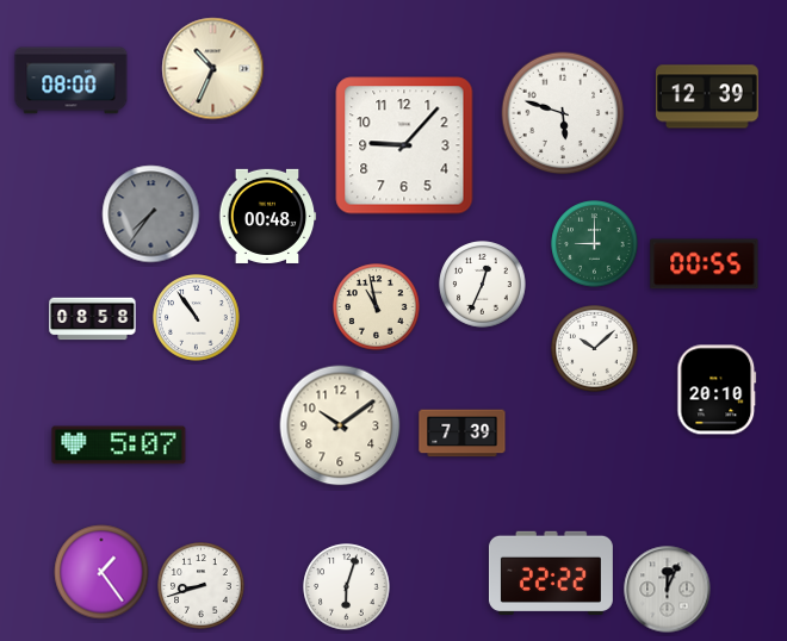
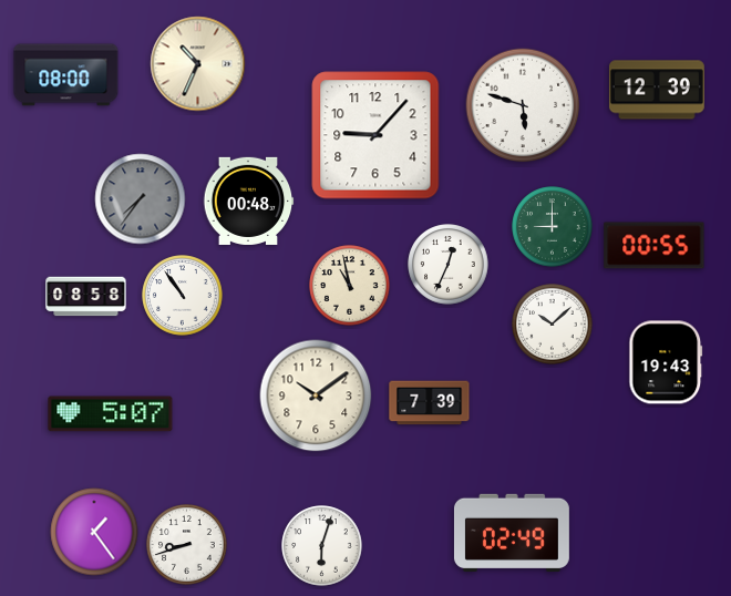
clock at (717, 390): 20:10 -> 19:43
clock at (551, 572): 22:22 -> 02:49
clock at (668, 590): 12:04 -> none
